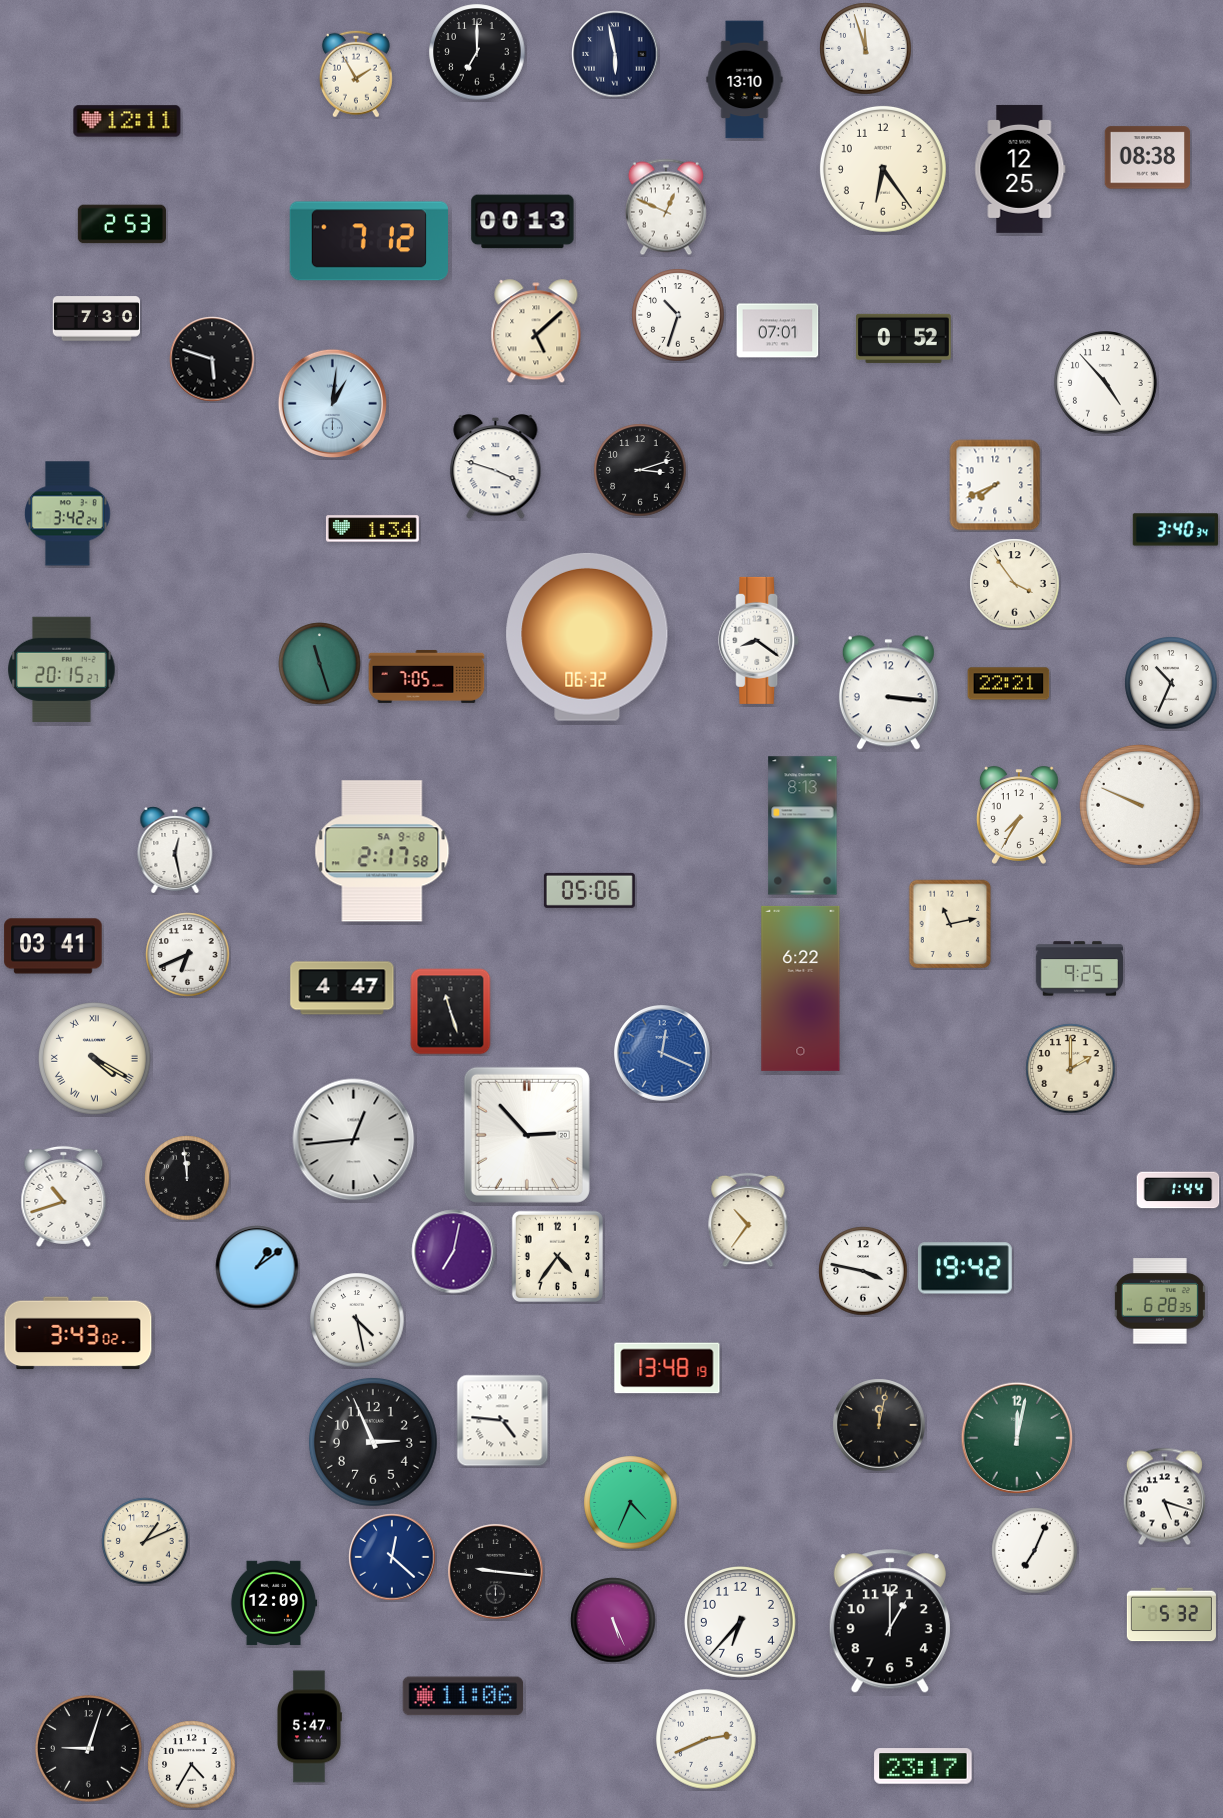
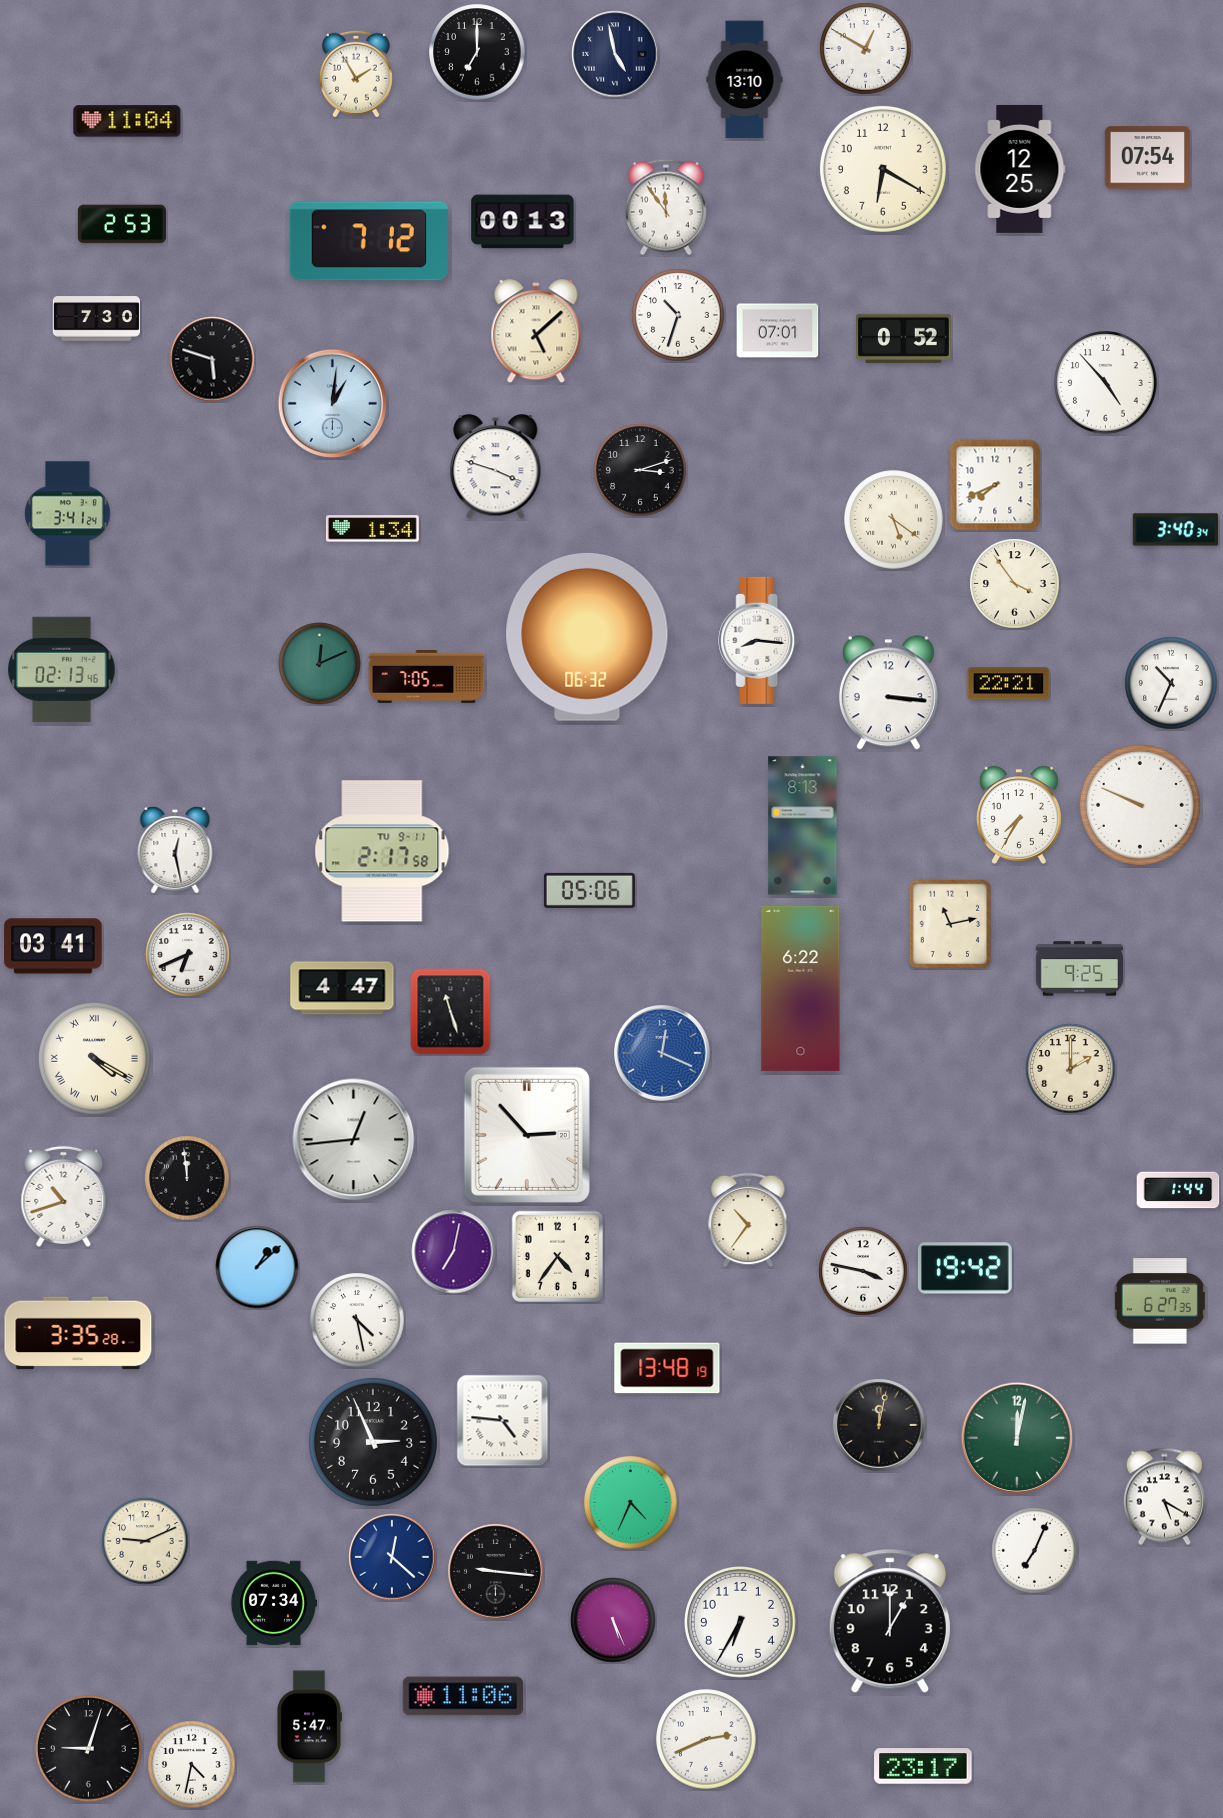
clock at (866, 49): 11:57 -> 12:50
clock at (615, 54): 5:58 -> 4:58
clock at (127, 121): 12:11 -> 11:04
clock at (1148, 158): 08:38 -> 07:54
clock at (883, 169): 6:24 -> 6:20
clock at (666, 207): 12:49 -> 11:54
clock at (68, 514): 3:42 -> 3:41
clock at (894, 520): none -> 5:21
clock at (759, 640): 8:21 -> 8:16
clock at (320, 664): 11:27 -> 12:11
clock at (62, 669): 20:15 -> 02:13
clock at (382, 851) date: SA 9-8 -> TU 9-11
clock at (257, 1267): 1:09 -> 1:08
clock at (1160, 1301): 6:28 -> 6:27
clock at (78, 1333): 3:43 -> 3:35
clock at (1164, 1497): 5:18 -> 5:20
clock at (145, 1541): 1:11 -> 9:11
clock at (274, 1603): 12:09 -> 07:34
clock at (1171, 1615): 5:32 -> none
clock at (741, 1623): 6:37 -> 6:35
clock at (192, 1765): 4:35 -> 4:32
